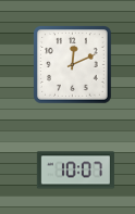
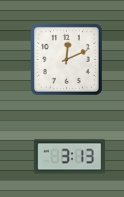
clock at (75, 171): 10:07 -> 3:13
